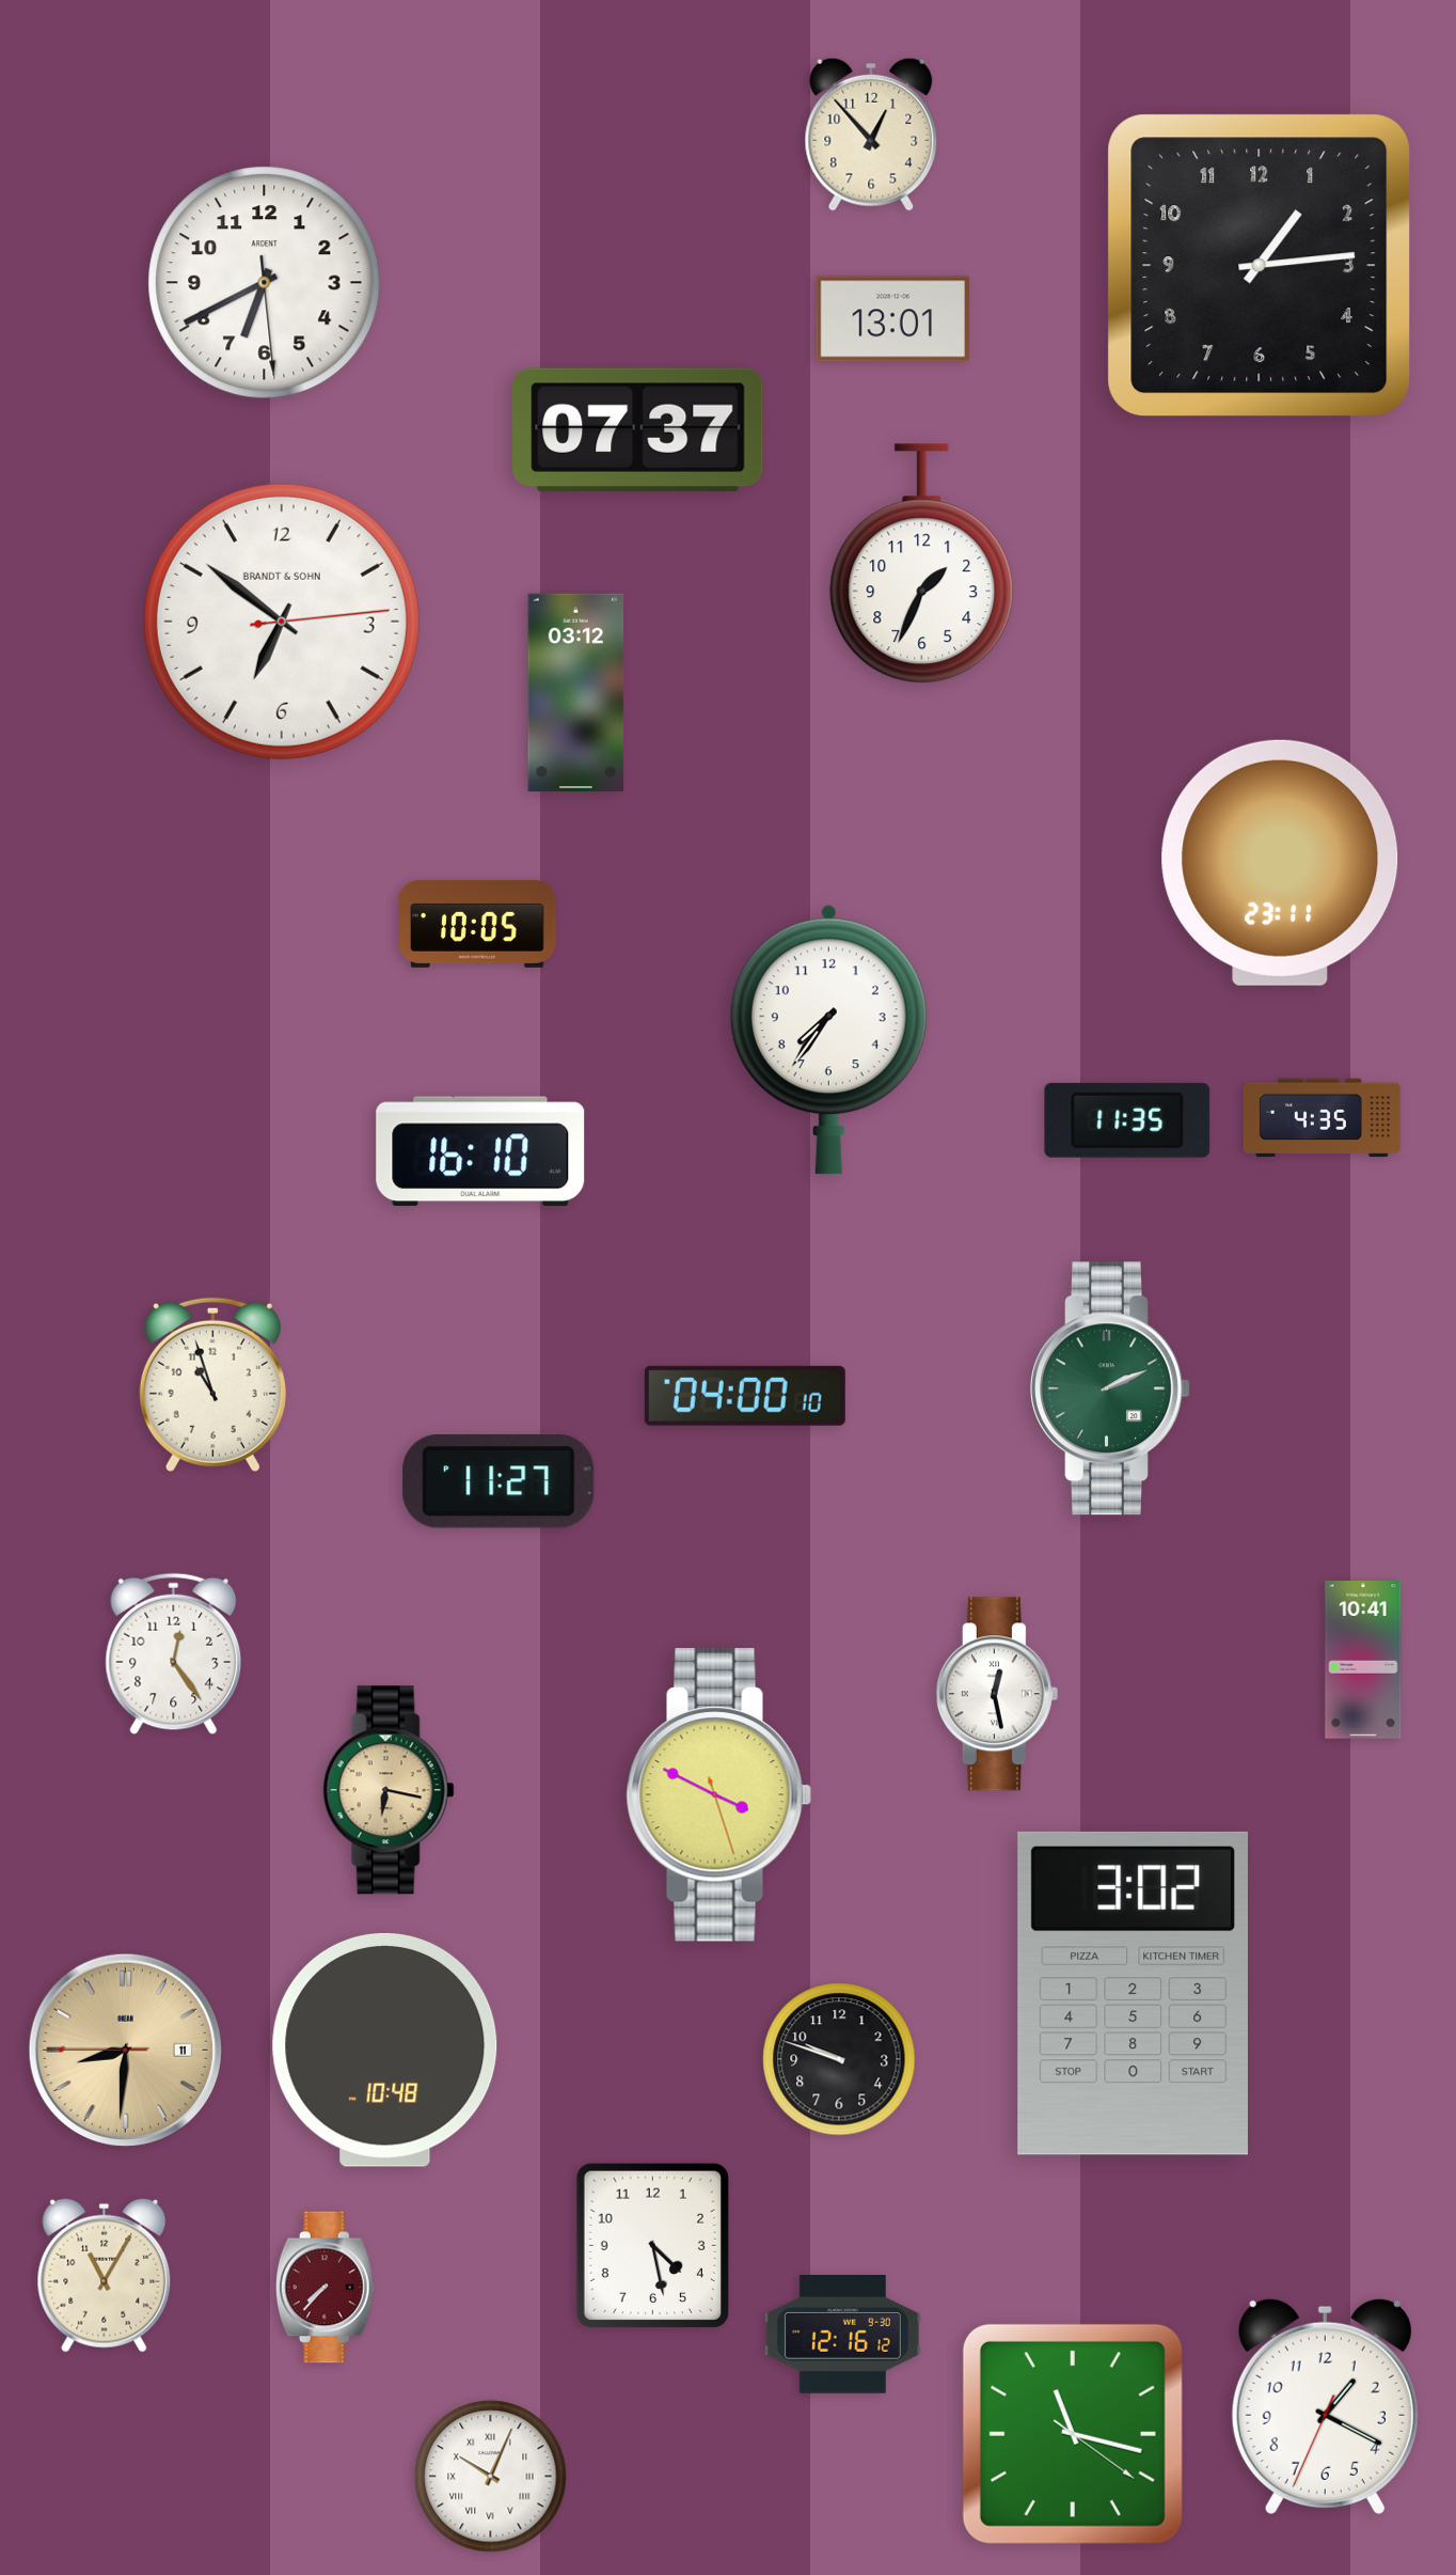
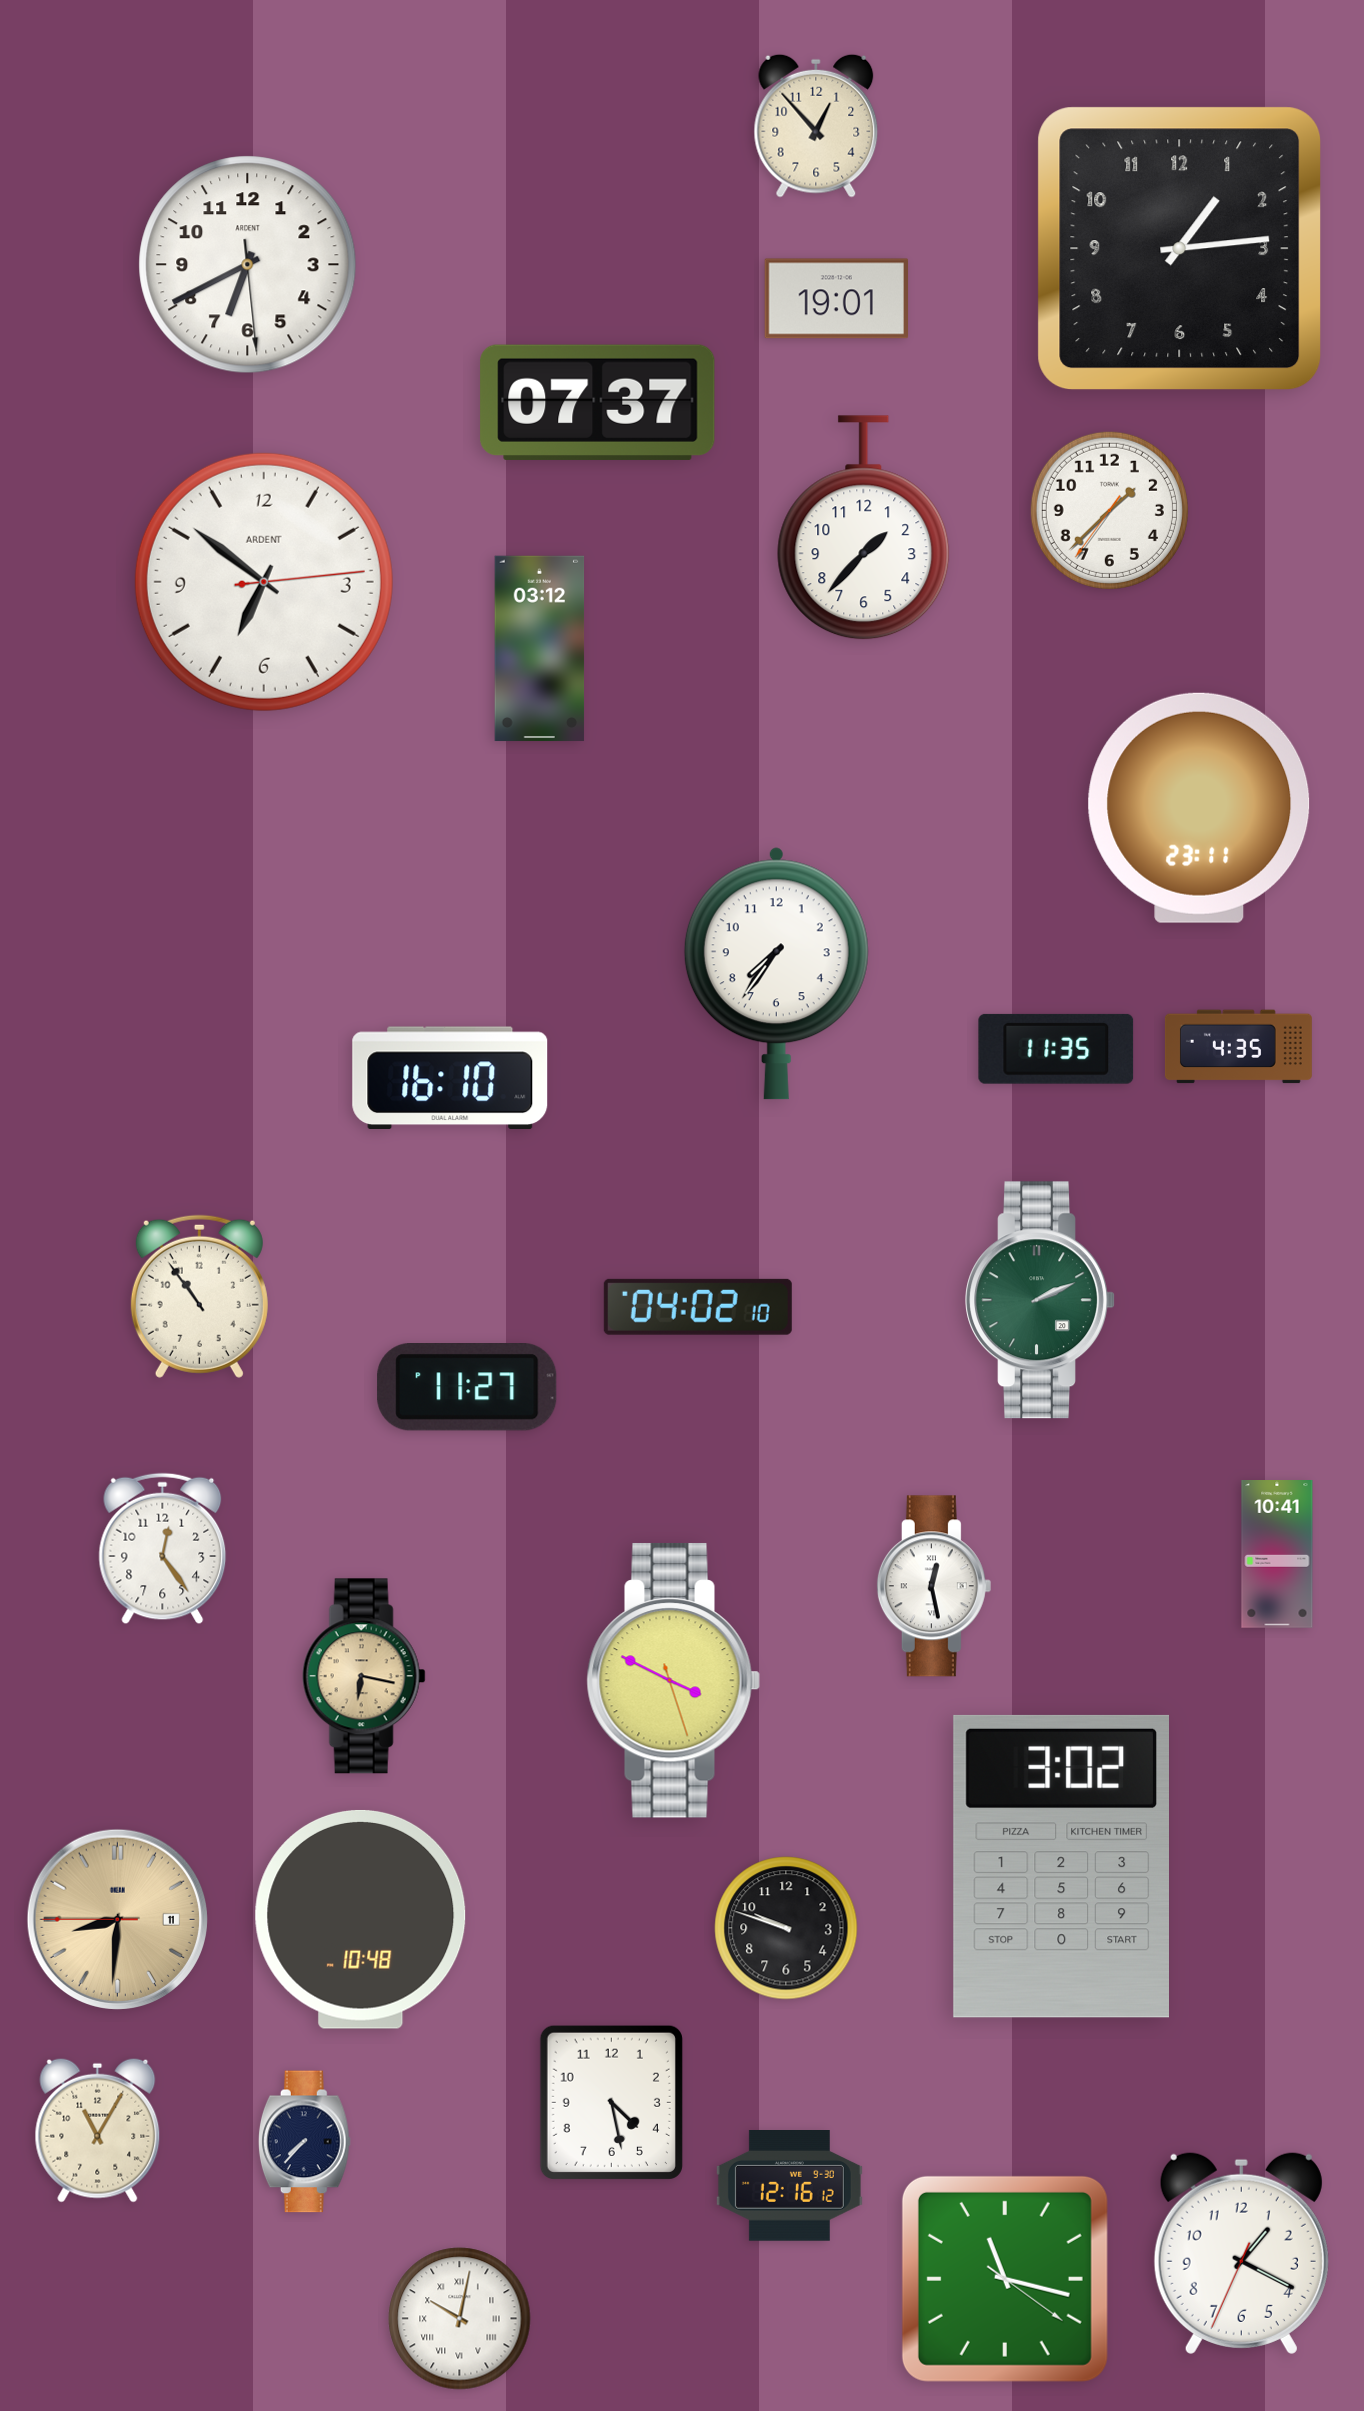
clock at (893, 319): 13:01 -> 19:01
clock at (1109, 510): none -> 1:37
clock at (922, 564): 1:34 -> 1:37
clock at (282, 622) brand: BRANDT & SOHN -> ARDENT
clock at (478, 924): 10:05 -> none
clock at (212, 1384): 10:57 -> 10:54
clock at (745, 1396): 04:00 -> 04:02
clock at (325, 2288) dial: burgundy -> navy
clock at (491, 2477): 10:04 -> 10:02
